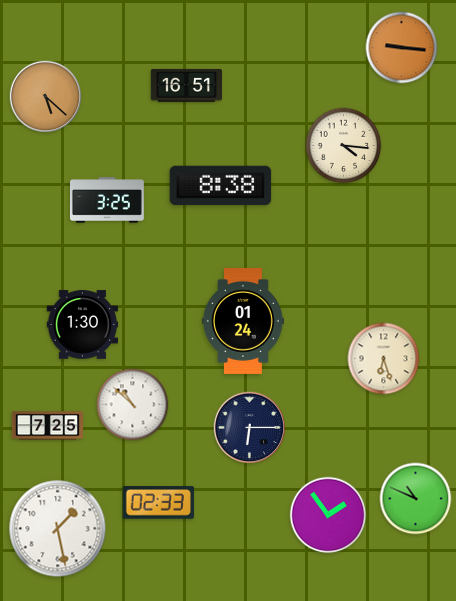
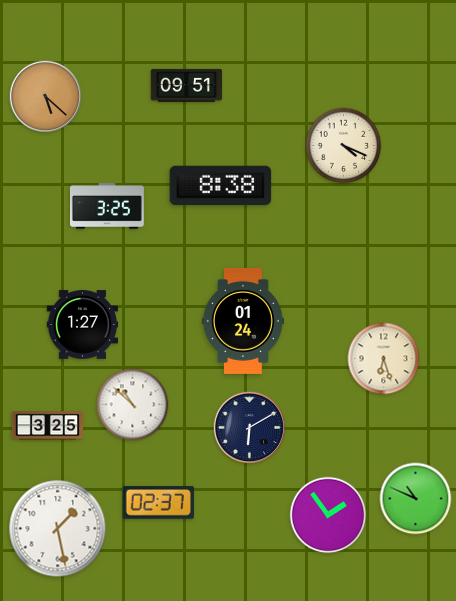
clock at (402, 48): 9:16 -> none
clock at (186, 85): 16:51 -> 09:51
clock at (344, 146): 4:16 -> 4:19
clock at (107, 200) position: (107, 200) -> (107, 206)
clock at (83, 325): 1:30 -> 1:27
clock at (48, 426): 7:25 -> 3:25
clock at (250, 428): 6:15 -> 6:10
clock at (158, 503): 02:33 -> 02:37
